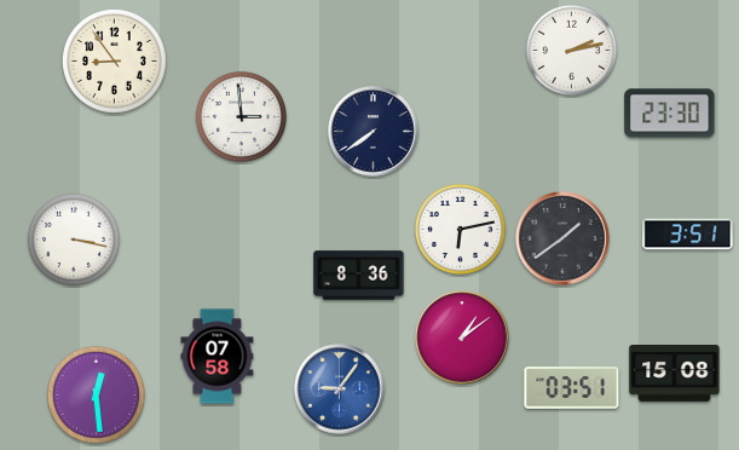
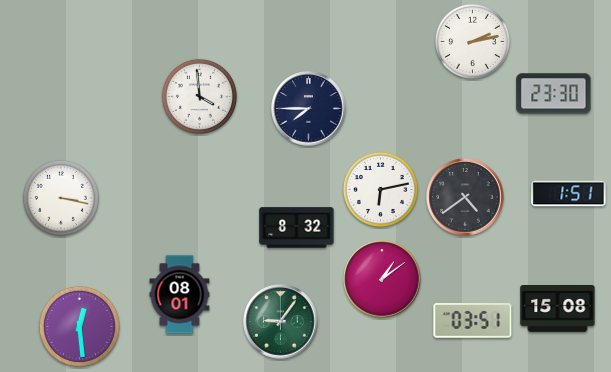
clock at (114, 60): 8:54 -> none
clock at (241, 116): 2:59 -> 3:59
clock at (374, 132): 7:39 -> 7:45
clock at (688, 235): 3:51 -> 1:51
clock at (562, 238): 1:39 -> 4:39
clock at (359, 276): 8:36 -> 8:32
clock at (218, 357): 07:58 -> 08:01
clock at (340, 390) dial: blue -> green
